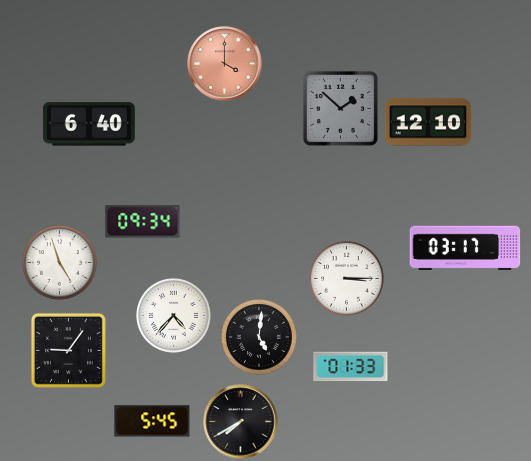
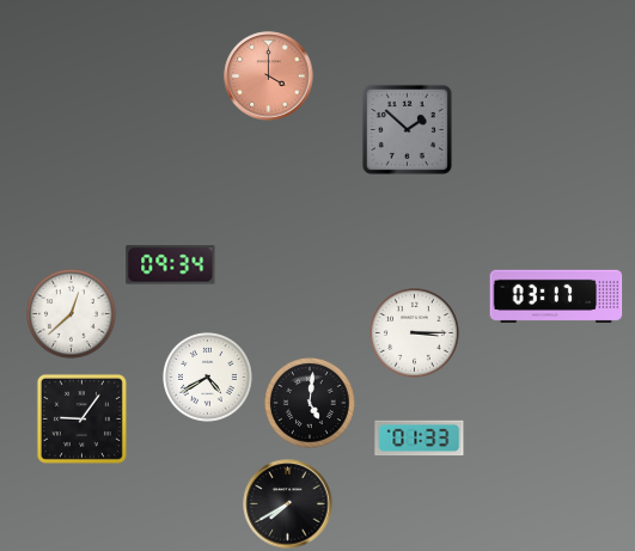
clock at (428, 122): 12:10 -> none
clock at (89, 124): 6:40 -> none
clock at (60, 263): 4:57 -> 12:38
clock at (174, 316): 4:37 -> 4:40
clock at (152, 421): 5:45 -> none
